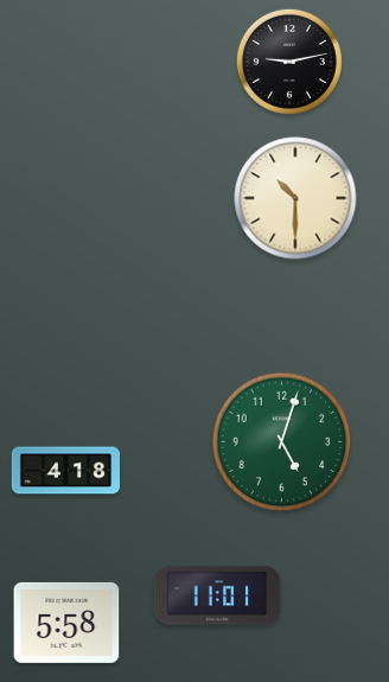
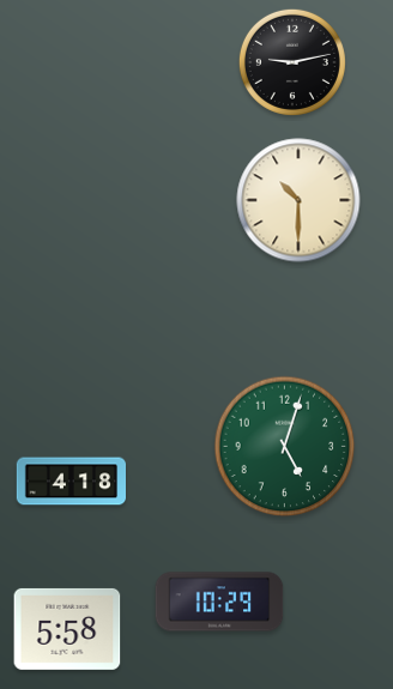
clock at (66, 471) position: (66, 471) -> (72, 482)
clock at (217, 595): 11:01 -> 10:29
